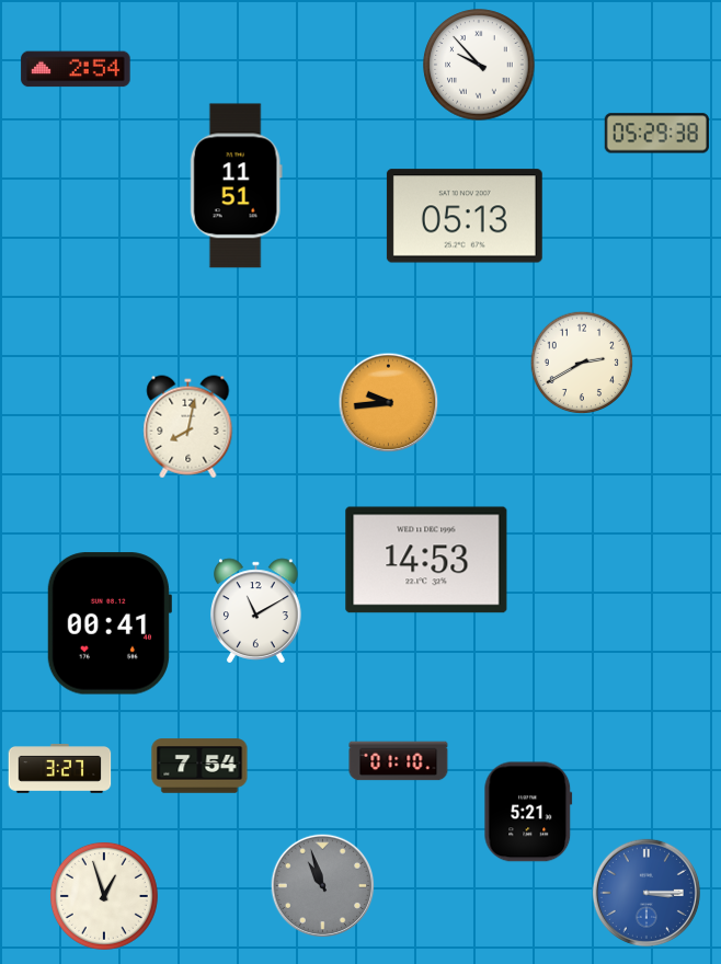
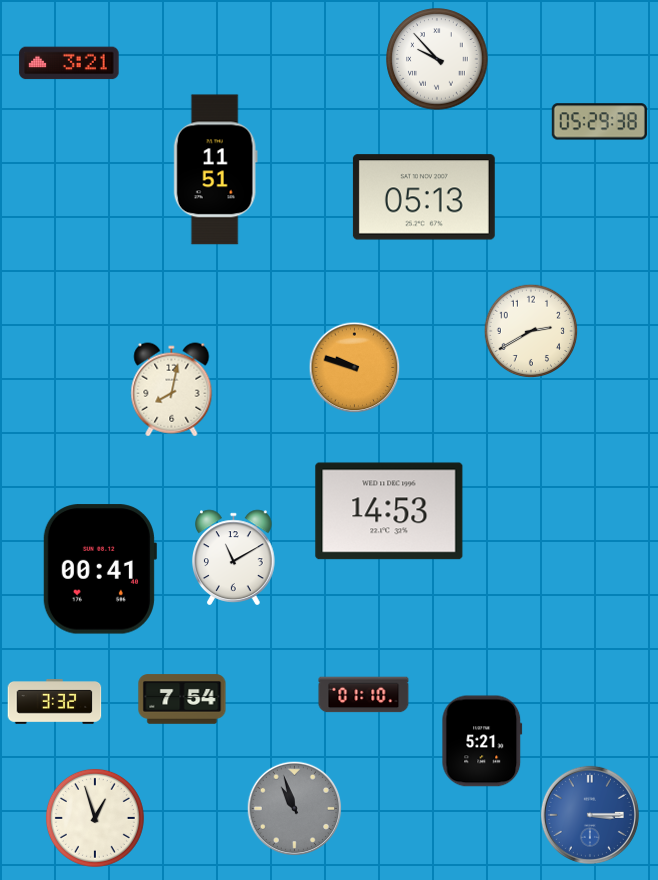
clock at (76, 69): 2:54 -> 3:21
clock at (389, 403): 9:44 -> 9:48
clock at (60, 769): 3:27 -> 3:32
